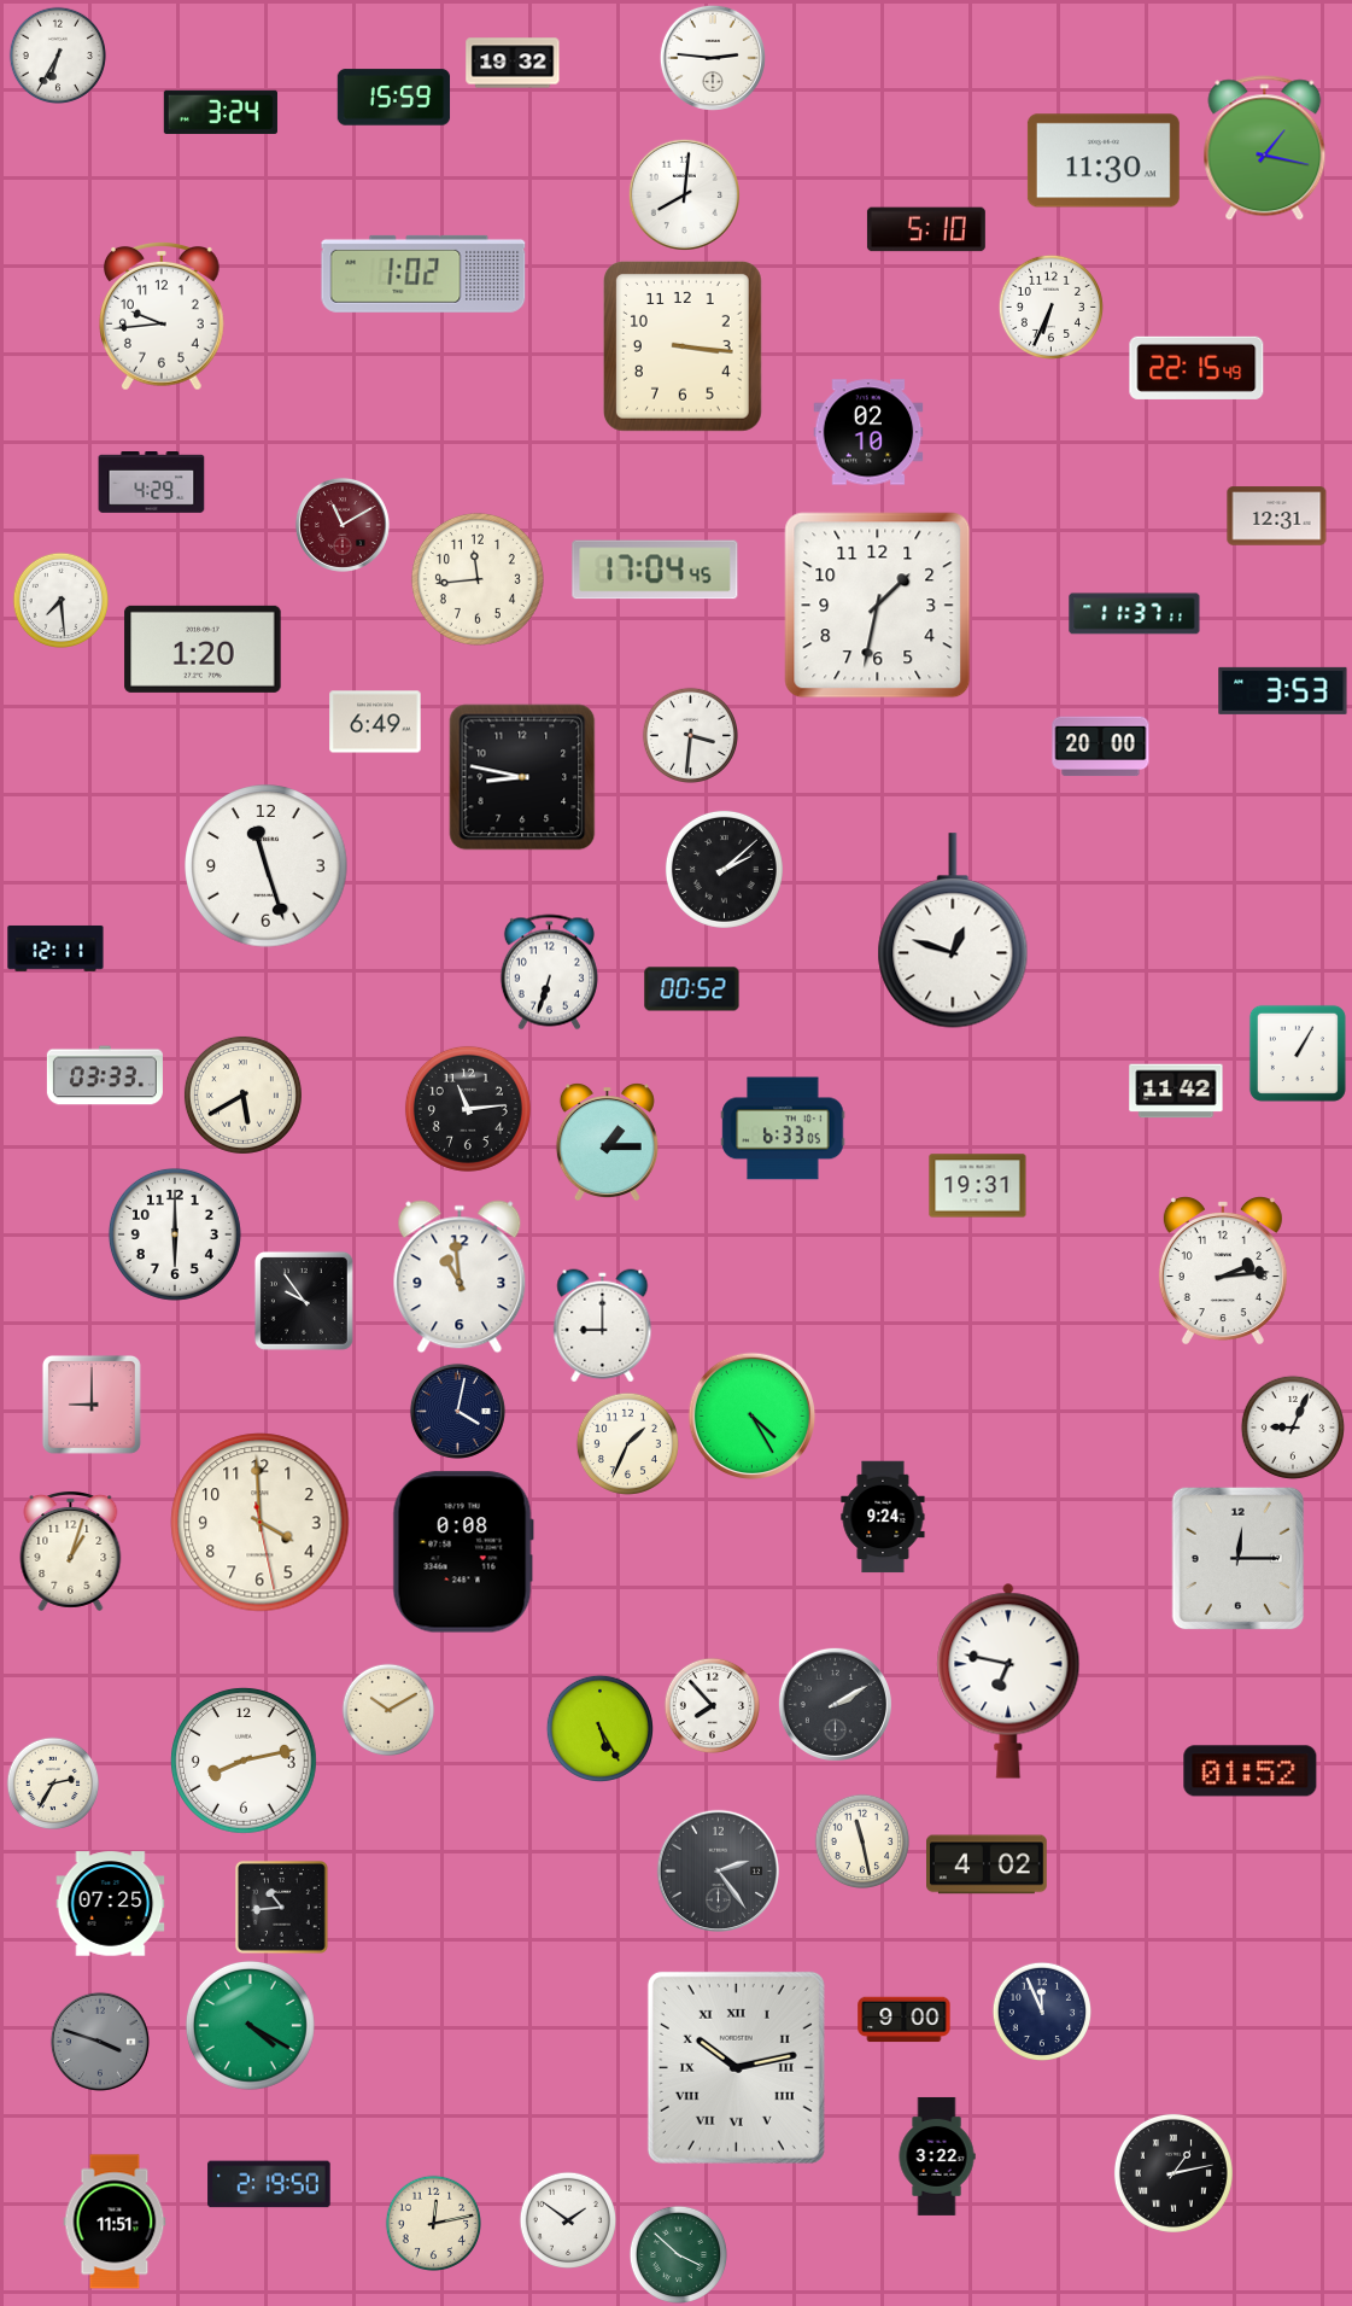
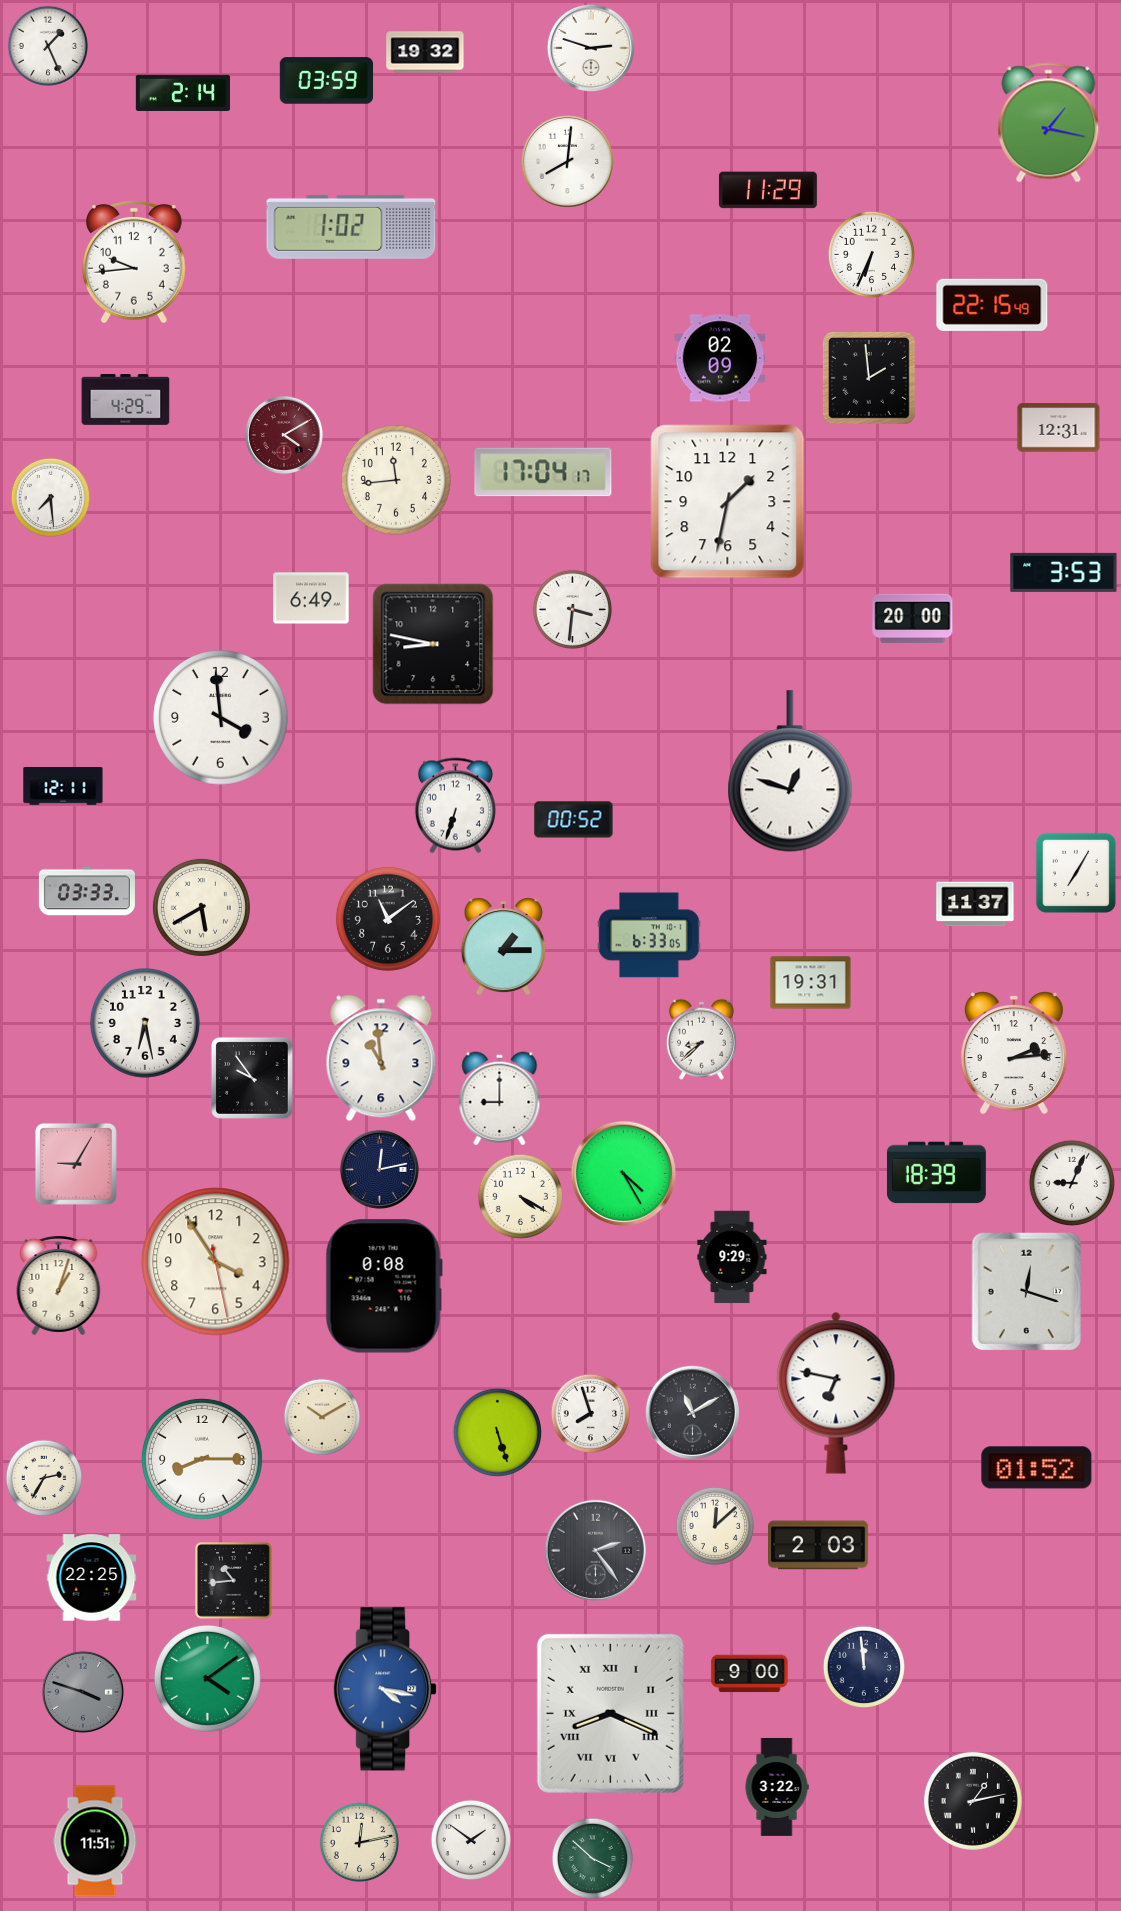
clock at (57, 54): 6:35 -> 1:26
clock at (713, 58): 2:46 -> 2:48
clock at (394, 98): 15:59 -> 03:59
clock at (221, 112): 3:24 -> 2:14
clock at (1104, 160): 11:30 -> none
clock at (926, 229): 5:10 -> 11:29
clock at (683, 346): 3:16 -> none
clock at (868, 432): 02:10 -> 02:09
clock at (869, 378): none -> 1:59
clock at (343, 525): 11:10 -> 4:10
clock at (655, 570): 17:04:45 -> 17:04:17
clock at (1135, 614): 11:37 -> none
clock at (203, 649): 1:20 -> none
clock at (267, 866): 11:27 -> 3:59
clock at (724, 869): 2:08 -> none
clock at (55, 948) position: (55, 948) -> (63, 786)
clock at (1298, 1053): 1:05 -> 7:05
clock at (1176, 1091): 11:42 -> 11:37
clock at (468, 1109): 11:14 -> 11:09
clock at (175, 1234): 6:00 -> 6:28
clock at (701, 1039): none -> 8:38
clock at (92, 1405): 9:00 -> 9:05
clock at (457, 1411): 4:02 -> 12:13
clock at (937, 1173): none -> 18:39
clock at (627, 1443): 1:34 -> 4:20
clock at (883, 1517): 9:24 -> 9:29
clock at (261, 1523): 3:59 -> 3:54
clock at (1239, 1559): 12:15 -> 12:18
clock at (835, 1704): 2:10 -> 11:10
clock at (713, 1706): 7:53 -> 7:57
clock at (599, 1728): 5:25 -> 5:27
clock at (244, 1761): 8:13 -> 8:15
clock at (862, 1841): 11:28 -> 12:08
clock at (988, 1864): 4:02 -> 2:03
clock at (111, 1904): 07:25 -> 22:25
clock at (1041, 2010): 11:56 -> 11:59
clock at (250, 2025): 4:20 -> 4:09
clock at (385, 1689): none -> 4:17
clock at (736, 2067): 10:13 -> 8:19
clock at (269, 2184): 2:19 -> none
clock at (678, 2254) position: (678, 2254) -> (592, 1858)
